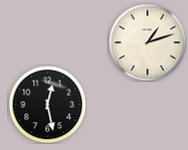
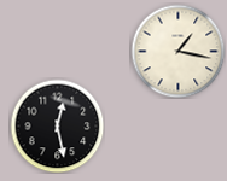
clock at (147, 42): 1:12 -> 1:17
